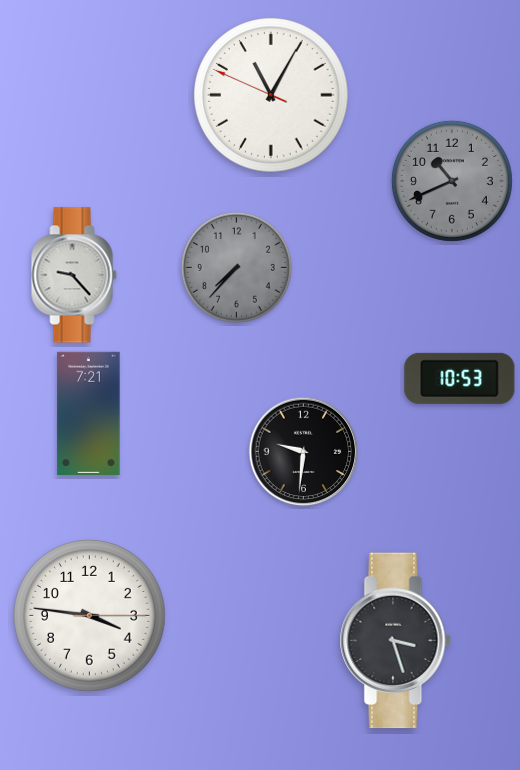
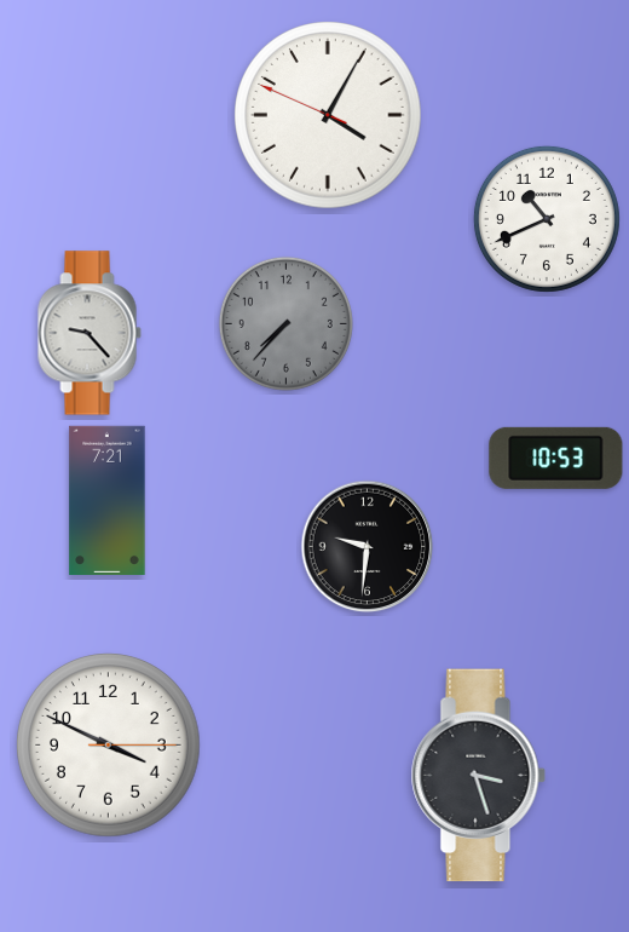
clock at (271, 95): 11:04 -> 4:04
clock at (452, 181) dial: grey -> white
clock at (90, 616): 3:46 -> 3:49
